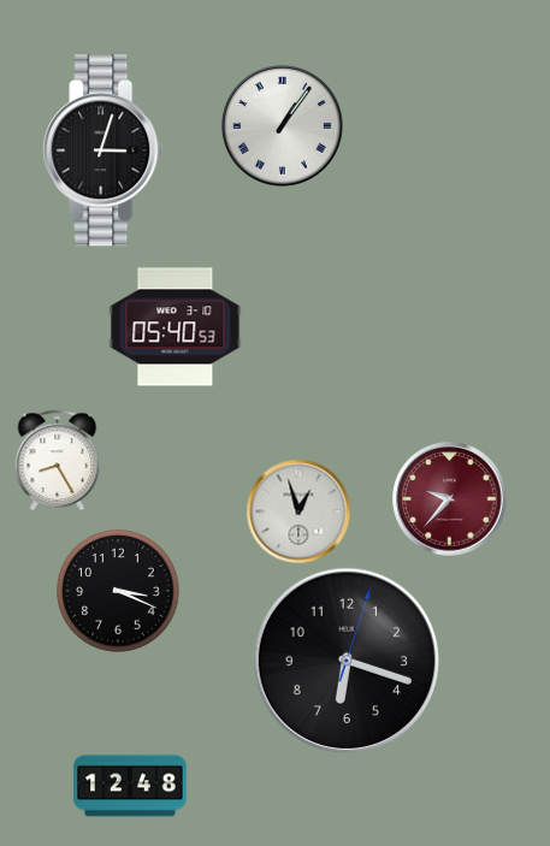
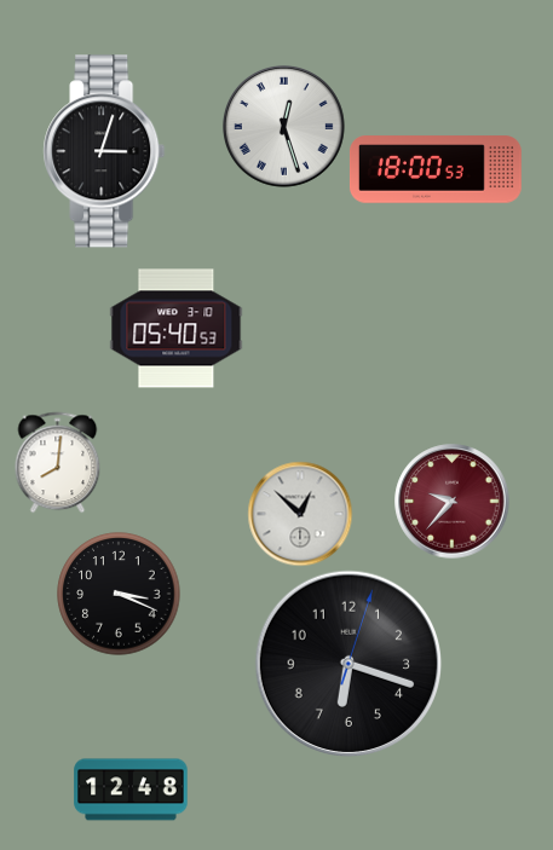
clock at (282, 125): 1:06 -> 12:27
clock at (436, 169): none -> 18:00
clock at (58, 460): 8:25 -> 8:01
clock at (298, 511): 12:57 -> 12:52
